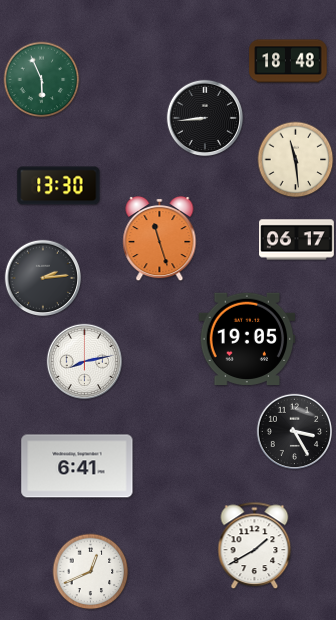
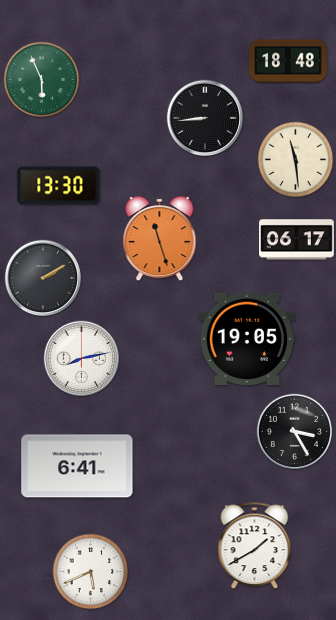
clock at (42, 277): 2:14 -> 2:10
clock at (84, 361) position: (84, 361) -> (81, 358)
clock at (91, 572): 12:41 -> 5:41
